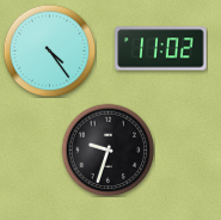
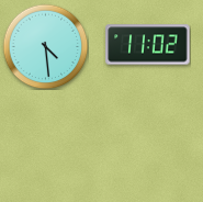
clock at (49, 50): 4:24 -> 4:29
clock at (108, 149): 9:33 -> none
